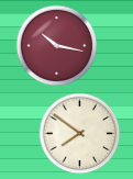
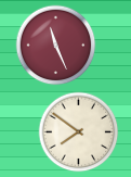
clock at (57, 46): 10:17 -> 11:26
